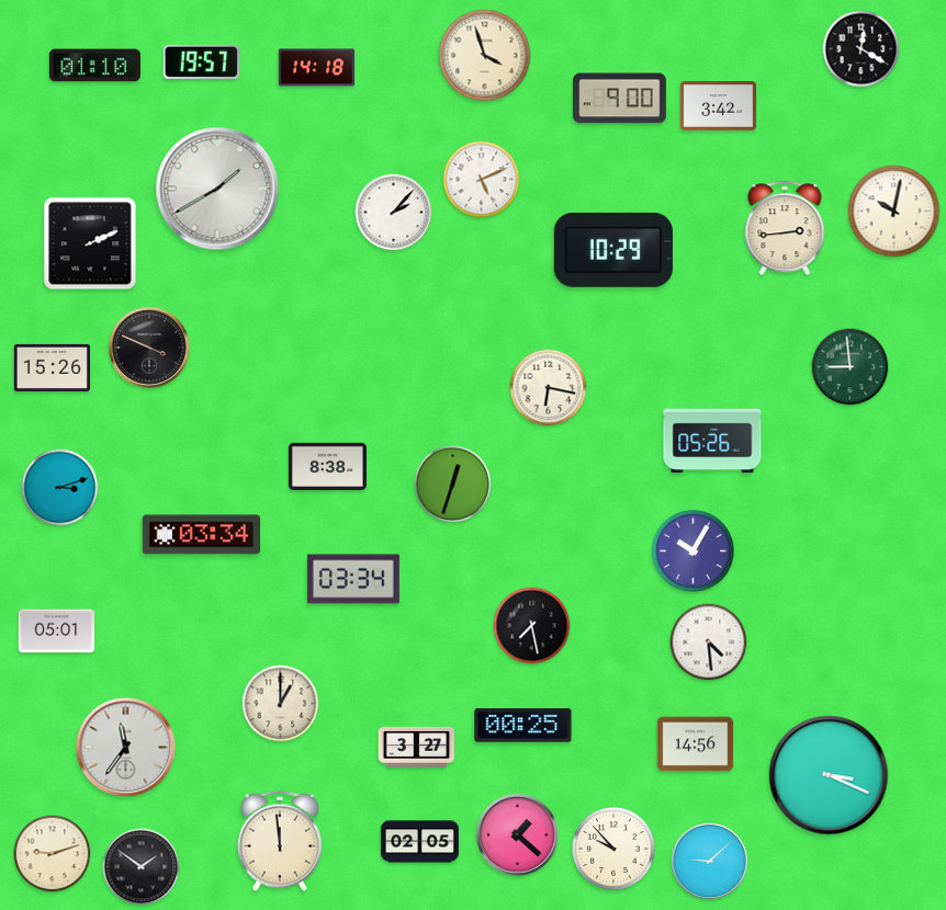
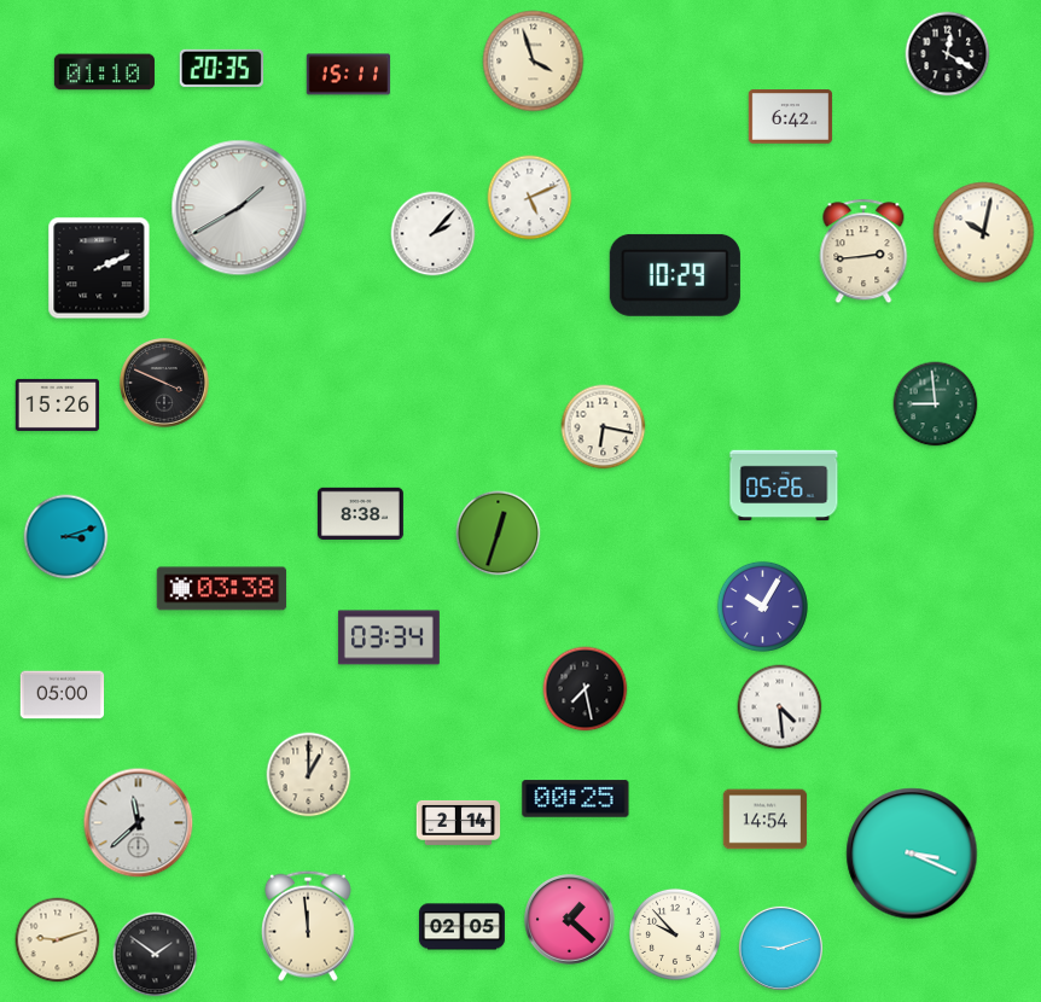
clock at (201, 61): 19:57 -> 20:35
clock at (317, 68): 14:18 -> 15:11
clock at (620, 99): 9:00 -> none
clock at (719, 106): 3:42 -> 6:42
clock at (202, 535): 03:34 -> 03:38
clock at (57, 632): 05:01 -> 05:00
clock at (696, 744): 14:56 -> 14:54
clock at (417, 747): 3:27 -> 2:14
clock at (126, 748): 11:36 -> 11:38
clock at (709, 861): 9:08 -> 9:12
